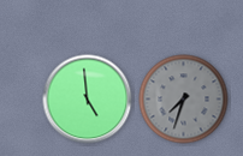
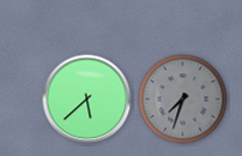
clock at (88, 100): 4:59 -> 5:38
